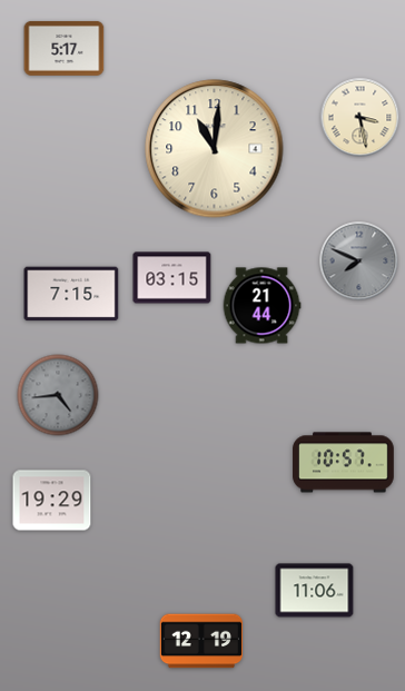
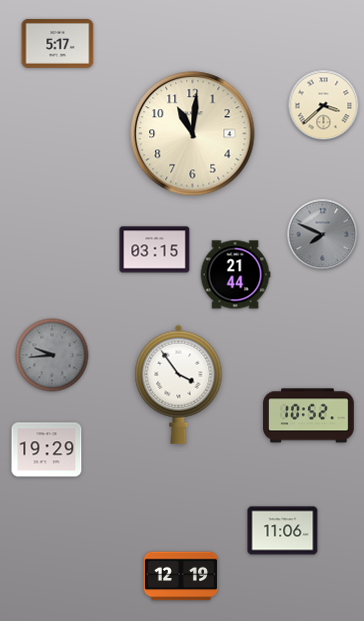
clock at (360, 118): 3:28 -> 3:38
clock at (71, 294): 7:15 -> none
clock at (58, 395): 4:44 -> 9:44
clock at (179, 384): none -> 3:54
clock at (344, 463): 10:57 -> 10:52
